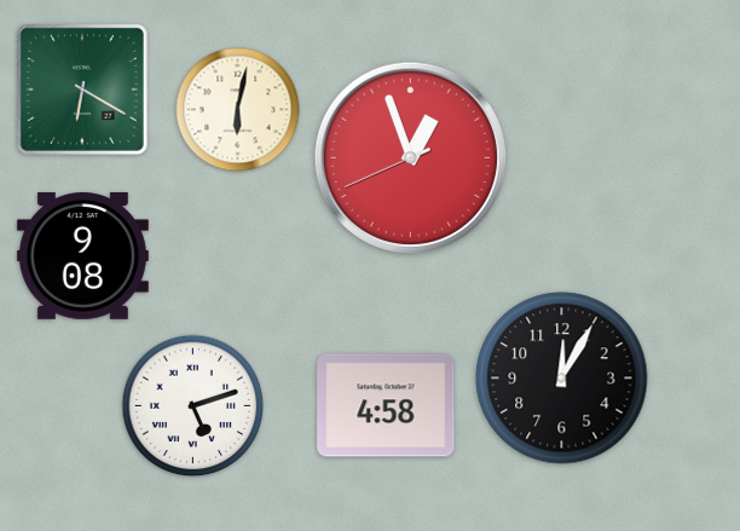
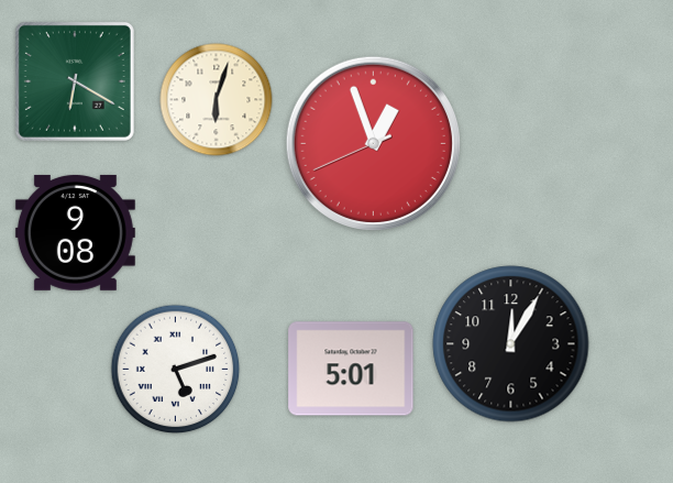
clock at (238, 110): 6:02 -> 6:03
clock at (386, 405): 4:58 -> 5:01
